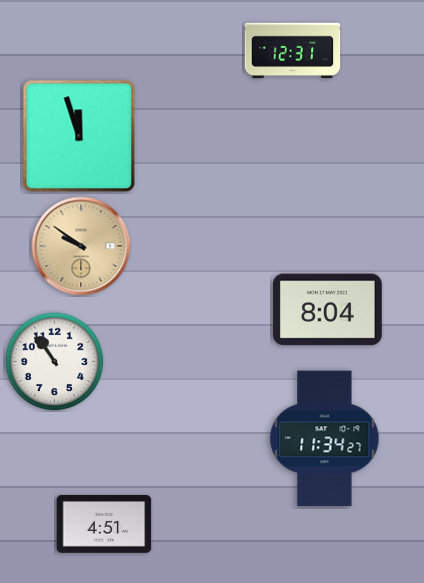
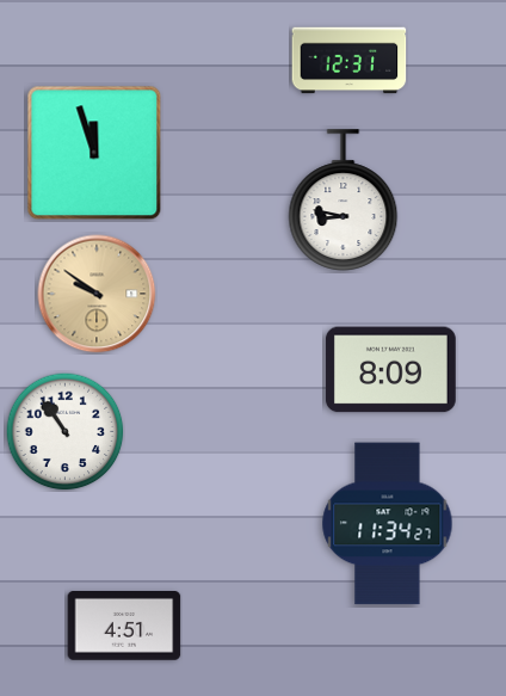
clock at (79, 136) position: (79, 136) -> (94, 153)
clock at (344, 201): none -> 8:47
clock at (327, 310): 8:04 -> 8:09
